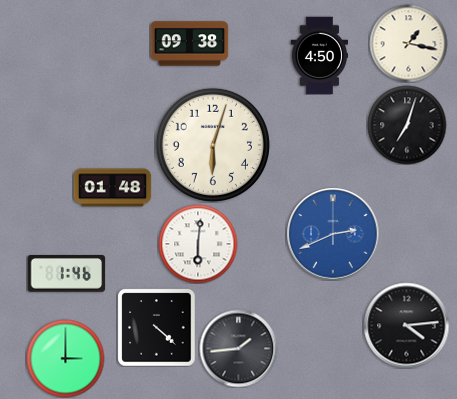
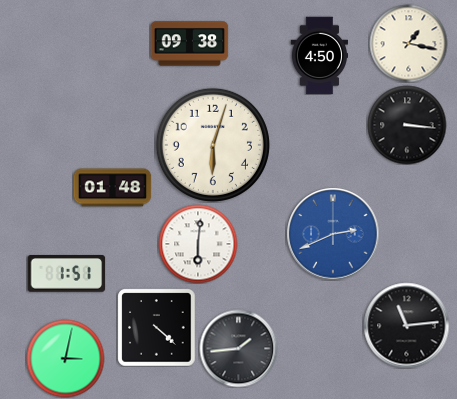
clock at (407, 125): 7:03 -> 3:16
clock at (66, 274): 1:46 -> 1:51
clock at (406, 325): 4:14 -> 11:14
clock at (65, 358): 3:00 -> 3:02
